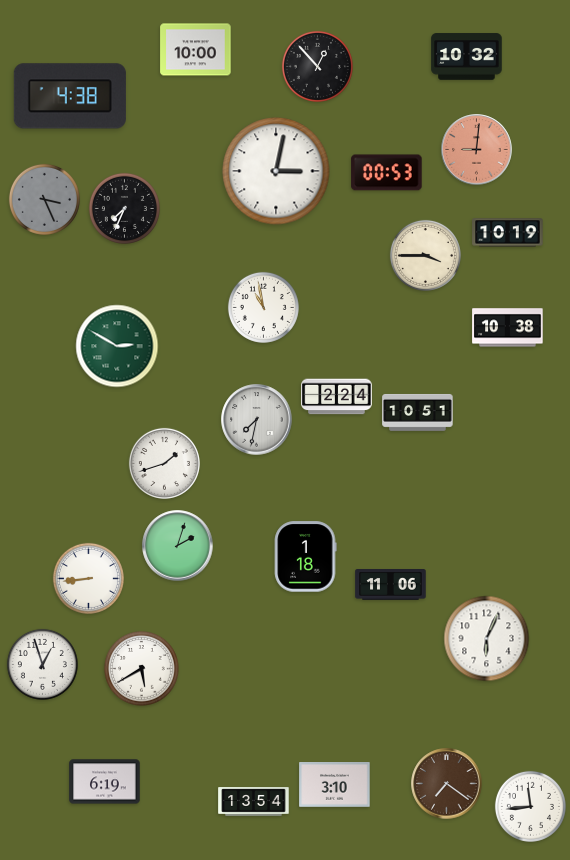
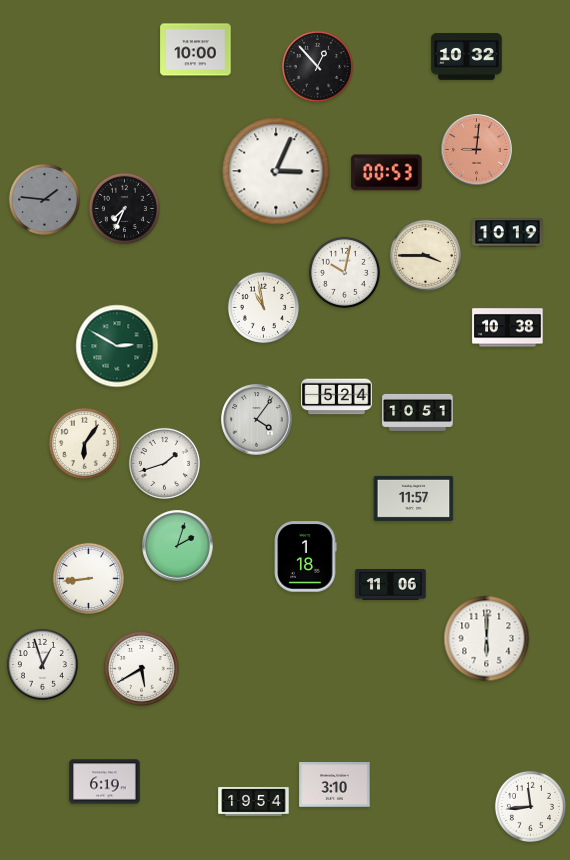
clock at (70, 96): 4:38 -> none
clock at (276, 171): 3:02 -> 3:04
clock at (44, 199): 3:26 -> 1:46
clock at (344, 272): none -> 10:02
clock at (337, 397): 2:24 -> 5:24
clock at (257, 420): 7:32 -> 4:06
clock at (84, 443): none -> 6:06
clock at (414, 498): none -> 11:57
clock at (487, 639): 6:04 -> 6:00
clock at (447, 784): 7:21 -> none
clock at (254, 802): 13:54 -> 19:54
